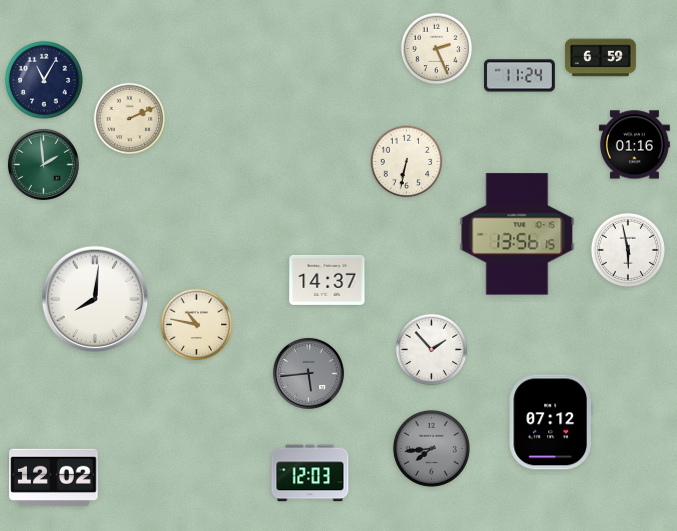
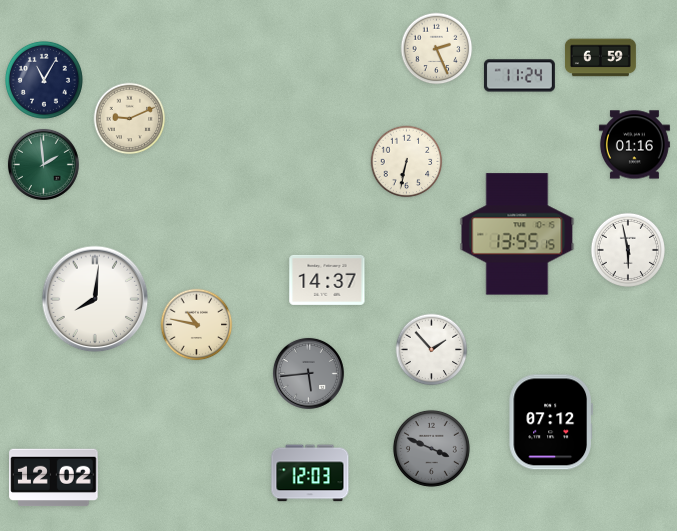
clock at (130, 119): 2:11 -> 9:11
clock at (517, 234): 13:56 -> 13:55
clock at (431, 448): 7:44 -> 3:49
